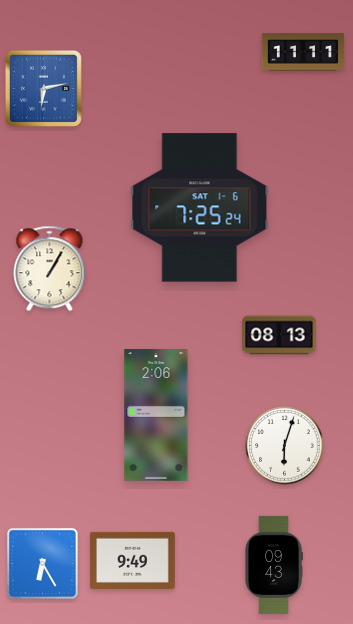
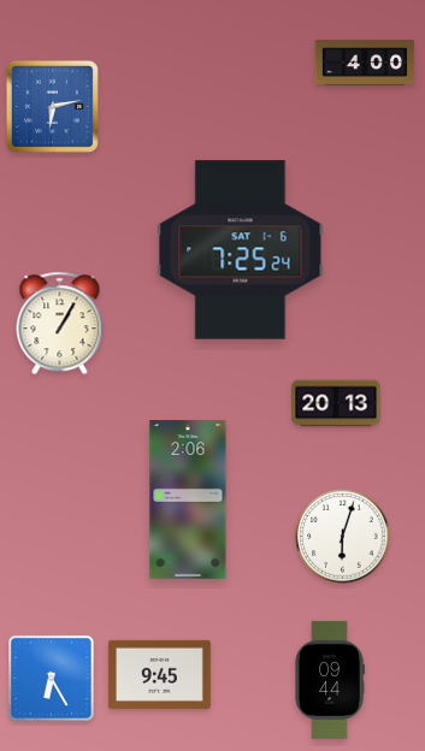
clock at (303, 52): 11:11 -> 4:00
clock at (279, 335): 08:13 -> 20:13
clock at (132, 560): 9:49 -> 9:45
clock at (274, 565): 09:43 -> 09:44
